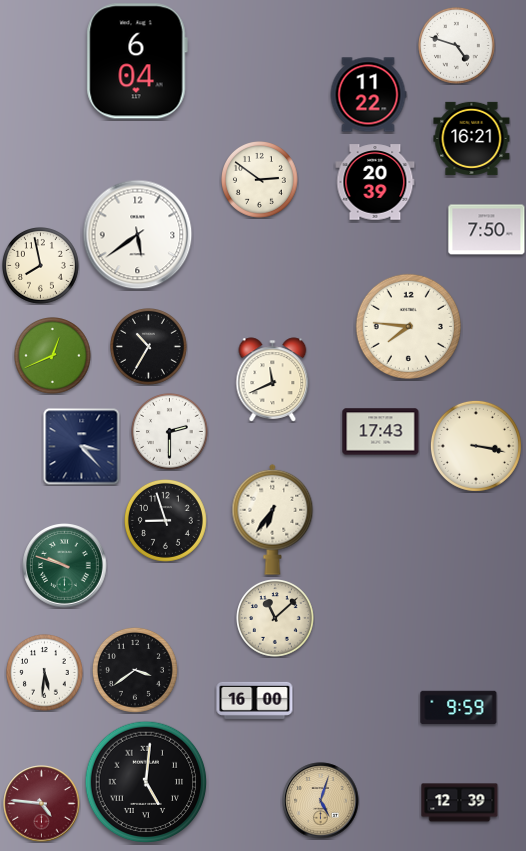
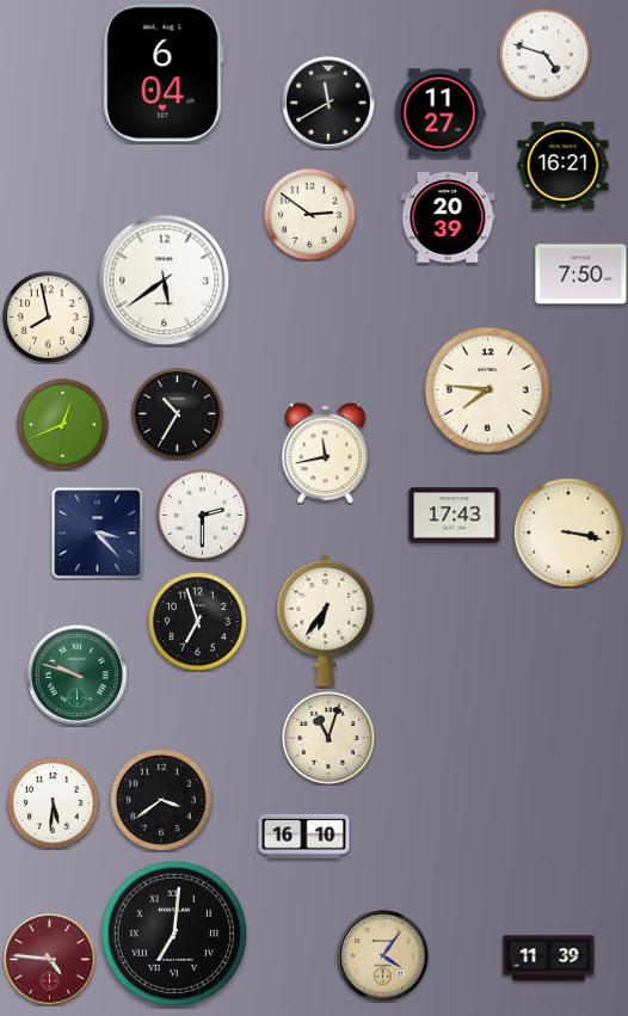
clock at (328, 103): none -> 11:40
clock at (368, 95): 11:22 -> 11:27
clock at (273, 380): 11:41 -> 11:43
clock at (165, 520): 8:57 -> 6:57
clock at (276, 619): 11:08 -> 11:03
clock at (255, 700): 16:00 -> 16:10
clock at (459, 708): 9:59 -> none
clock at (146, 782): 5:01 -> 7:01
clock at (321, 801): 5:03 -> 4:06
clock at (460, 803): 12:39 -> 11:39
